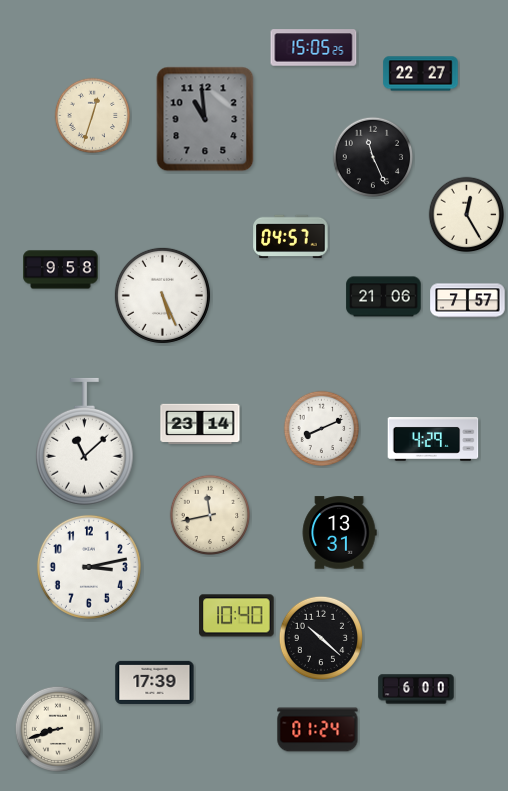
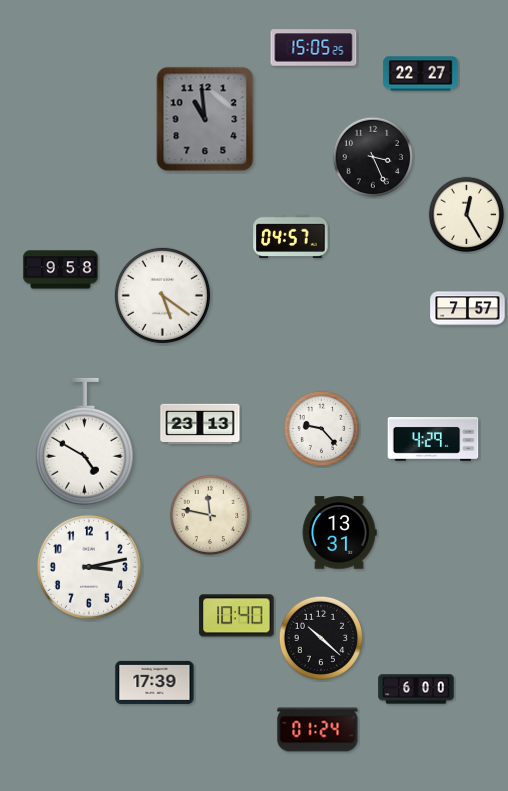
clock at (93, 116): 12:33 -> none
clock at (373, 157): 11:26 -> 3:26
clock at (162, 295): 5:26 -> 5:21
clock at (384, 297): 21:06 -> none
clock at (468, 301) position: (468, 301) -> (468, 309)
clock at (200, 424): 23:14 -> 23:13
clock at (322, 429): 8:11 -> 9:23
clock at (84, 442): 11:08 -> 4:50
clock at (210, 515): 11:43 -> 11:47
clock at (57, 728): 8:42 -> none
